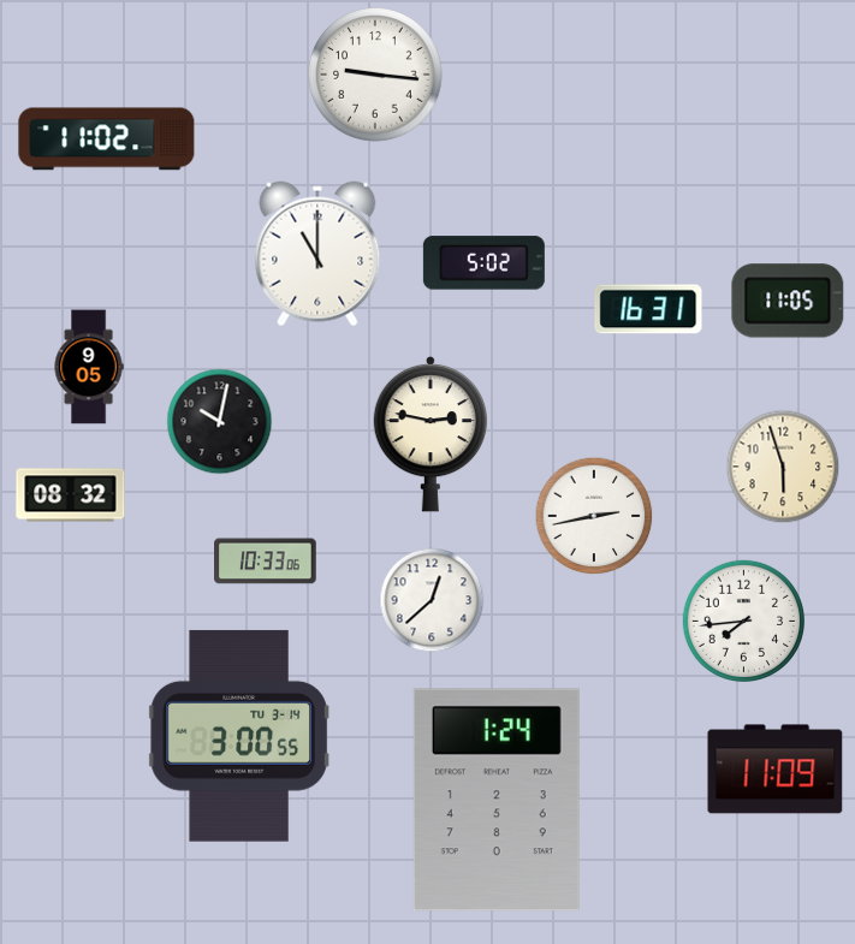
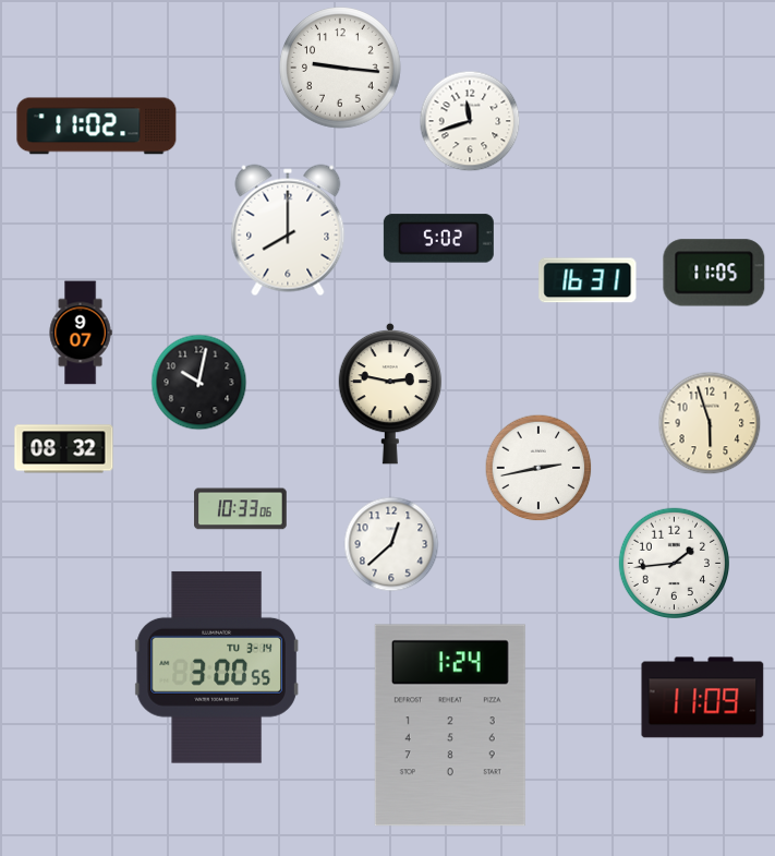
clock at (470, 121): none -> 11:42
clock at (317, 254): 11:00 -> 8:00
clock at (89, 367): 9:05 -> 9:07
clock at (743, 621): 7:44 -> 1:44
